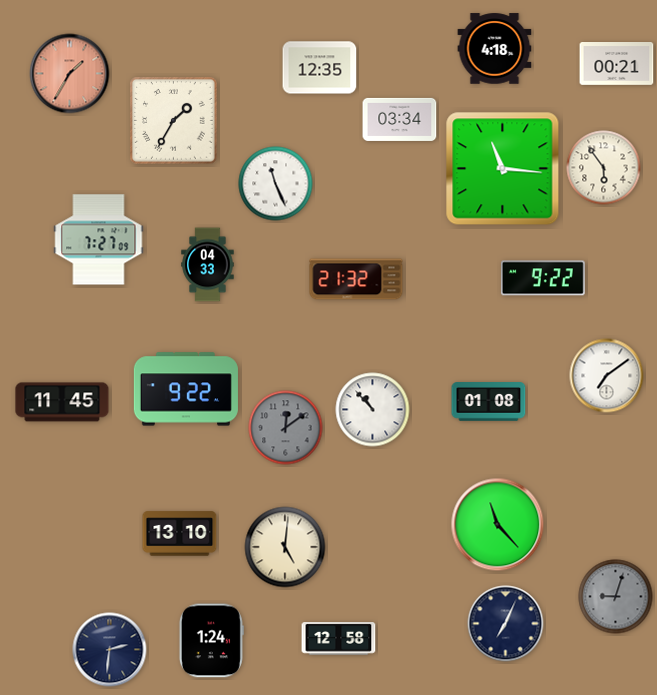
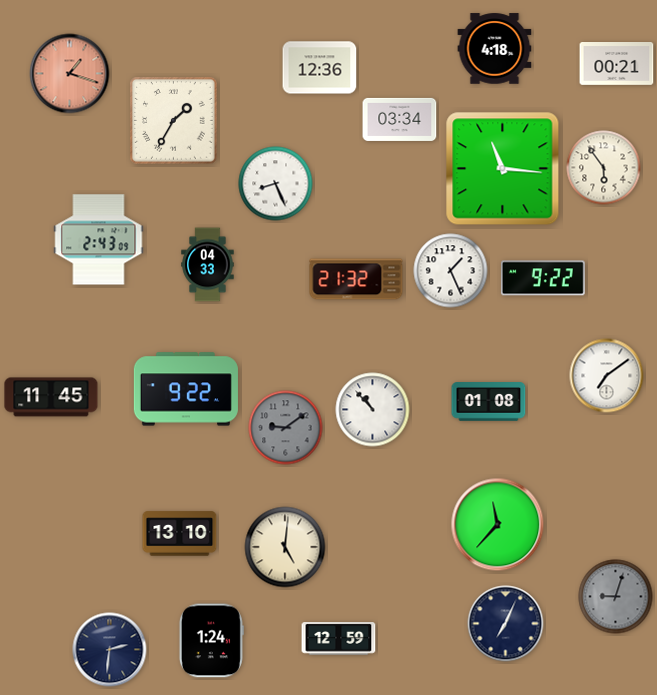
clock at (320, 68): 12:35 -> 12:36
clock at (70, 74): 1:35 -> 1:18
clock at (276, 184): 11:26 -> 8:26
clock at (99, 240): 7:27 -> 2:43
clock at (451, 271): none -> 1:26
clock at (62, 402) position: (62, 402) -> (51, 397)
clock at (286, 428): 12:09 -> 9:09
clock at (498, 525): 11:23 -> 11:37
clock at (339, 639): 12:58 -> 12:59
